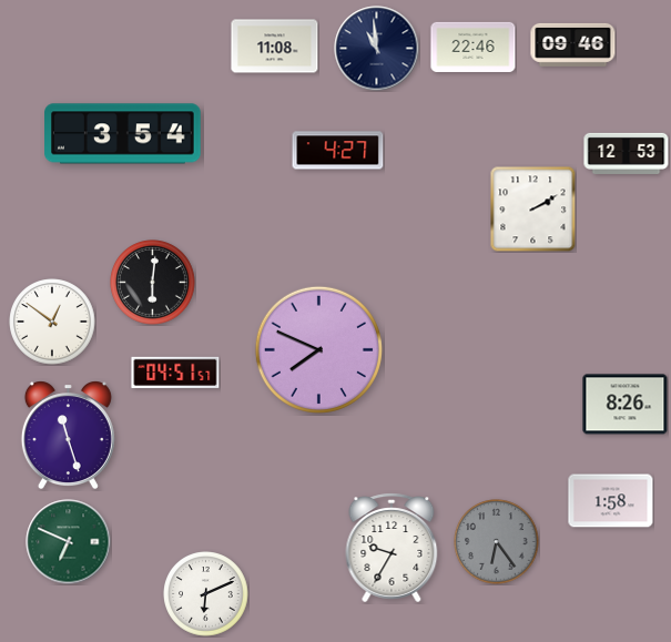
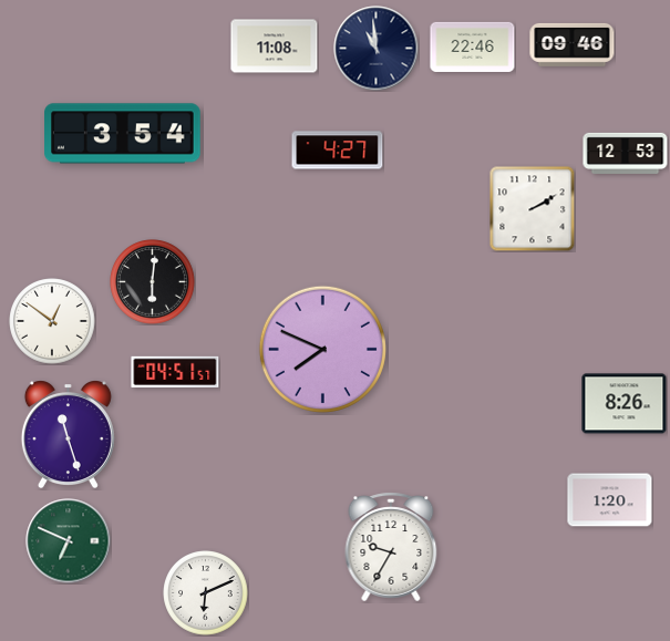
clock at (318, 349) position: (318, 349) -> (322, 349)
clock at (611, 501): 1:58 -> 1:20
clock at (497, 542): 6:24 -> none
